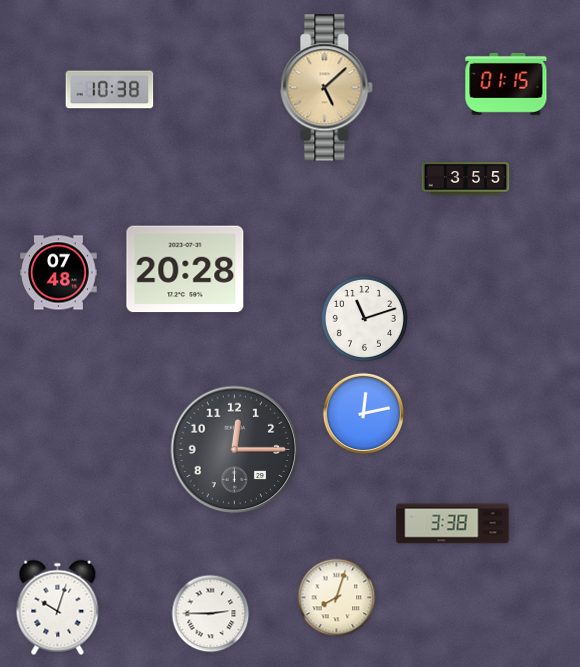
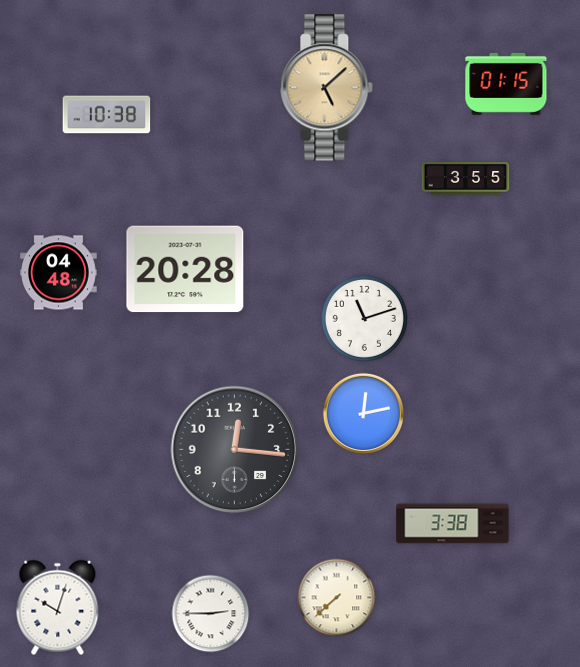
clock at (110, 90) position: (110, 90) -> (107, 115)
clock at (59, 273): 07:48 -> 04:48
clock at (235, 450): 12:15 -> 12:16
clock at (337, 598): 8:03 -> 7:38
